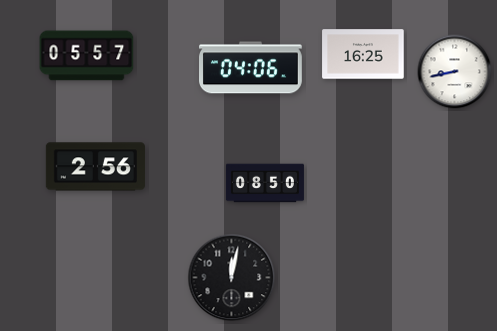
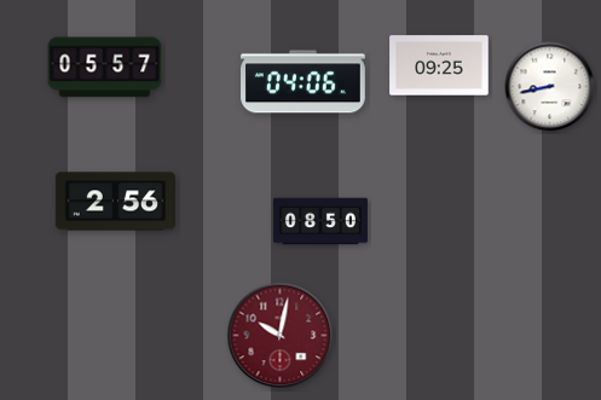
clock at (363, 54): 16:25 -> 09:25
clock at (232, 278): 12:02 -> 10:02
clock at (232, 278) dial: black -> burgundy
